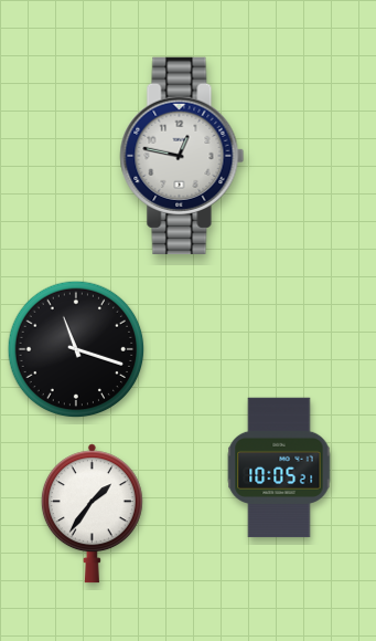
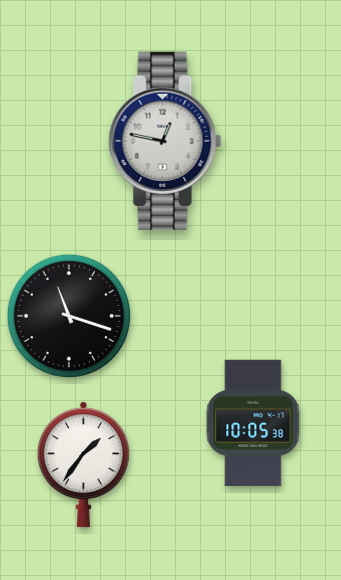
clock at (279, 467): 10:05:21 -> 10:05:38
